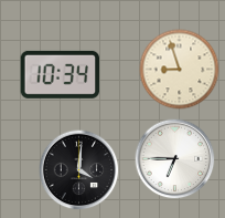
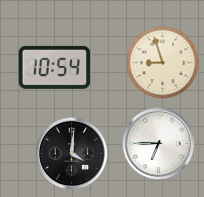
clock at (61, 74): 10:34 -> 10:54
